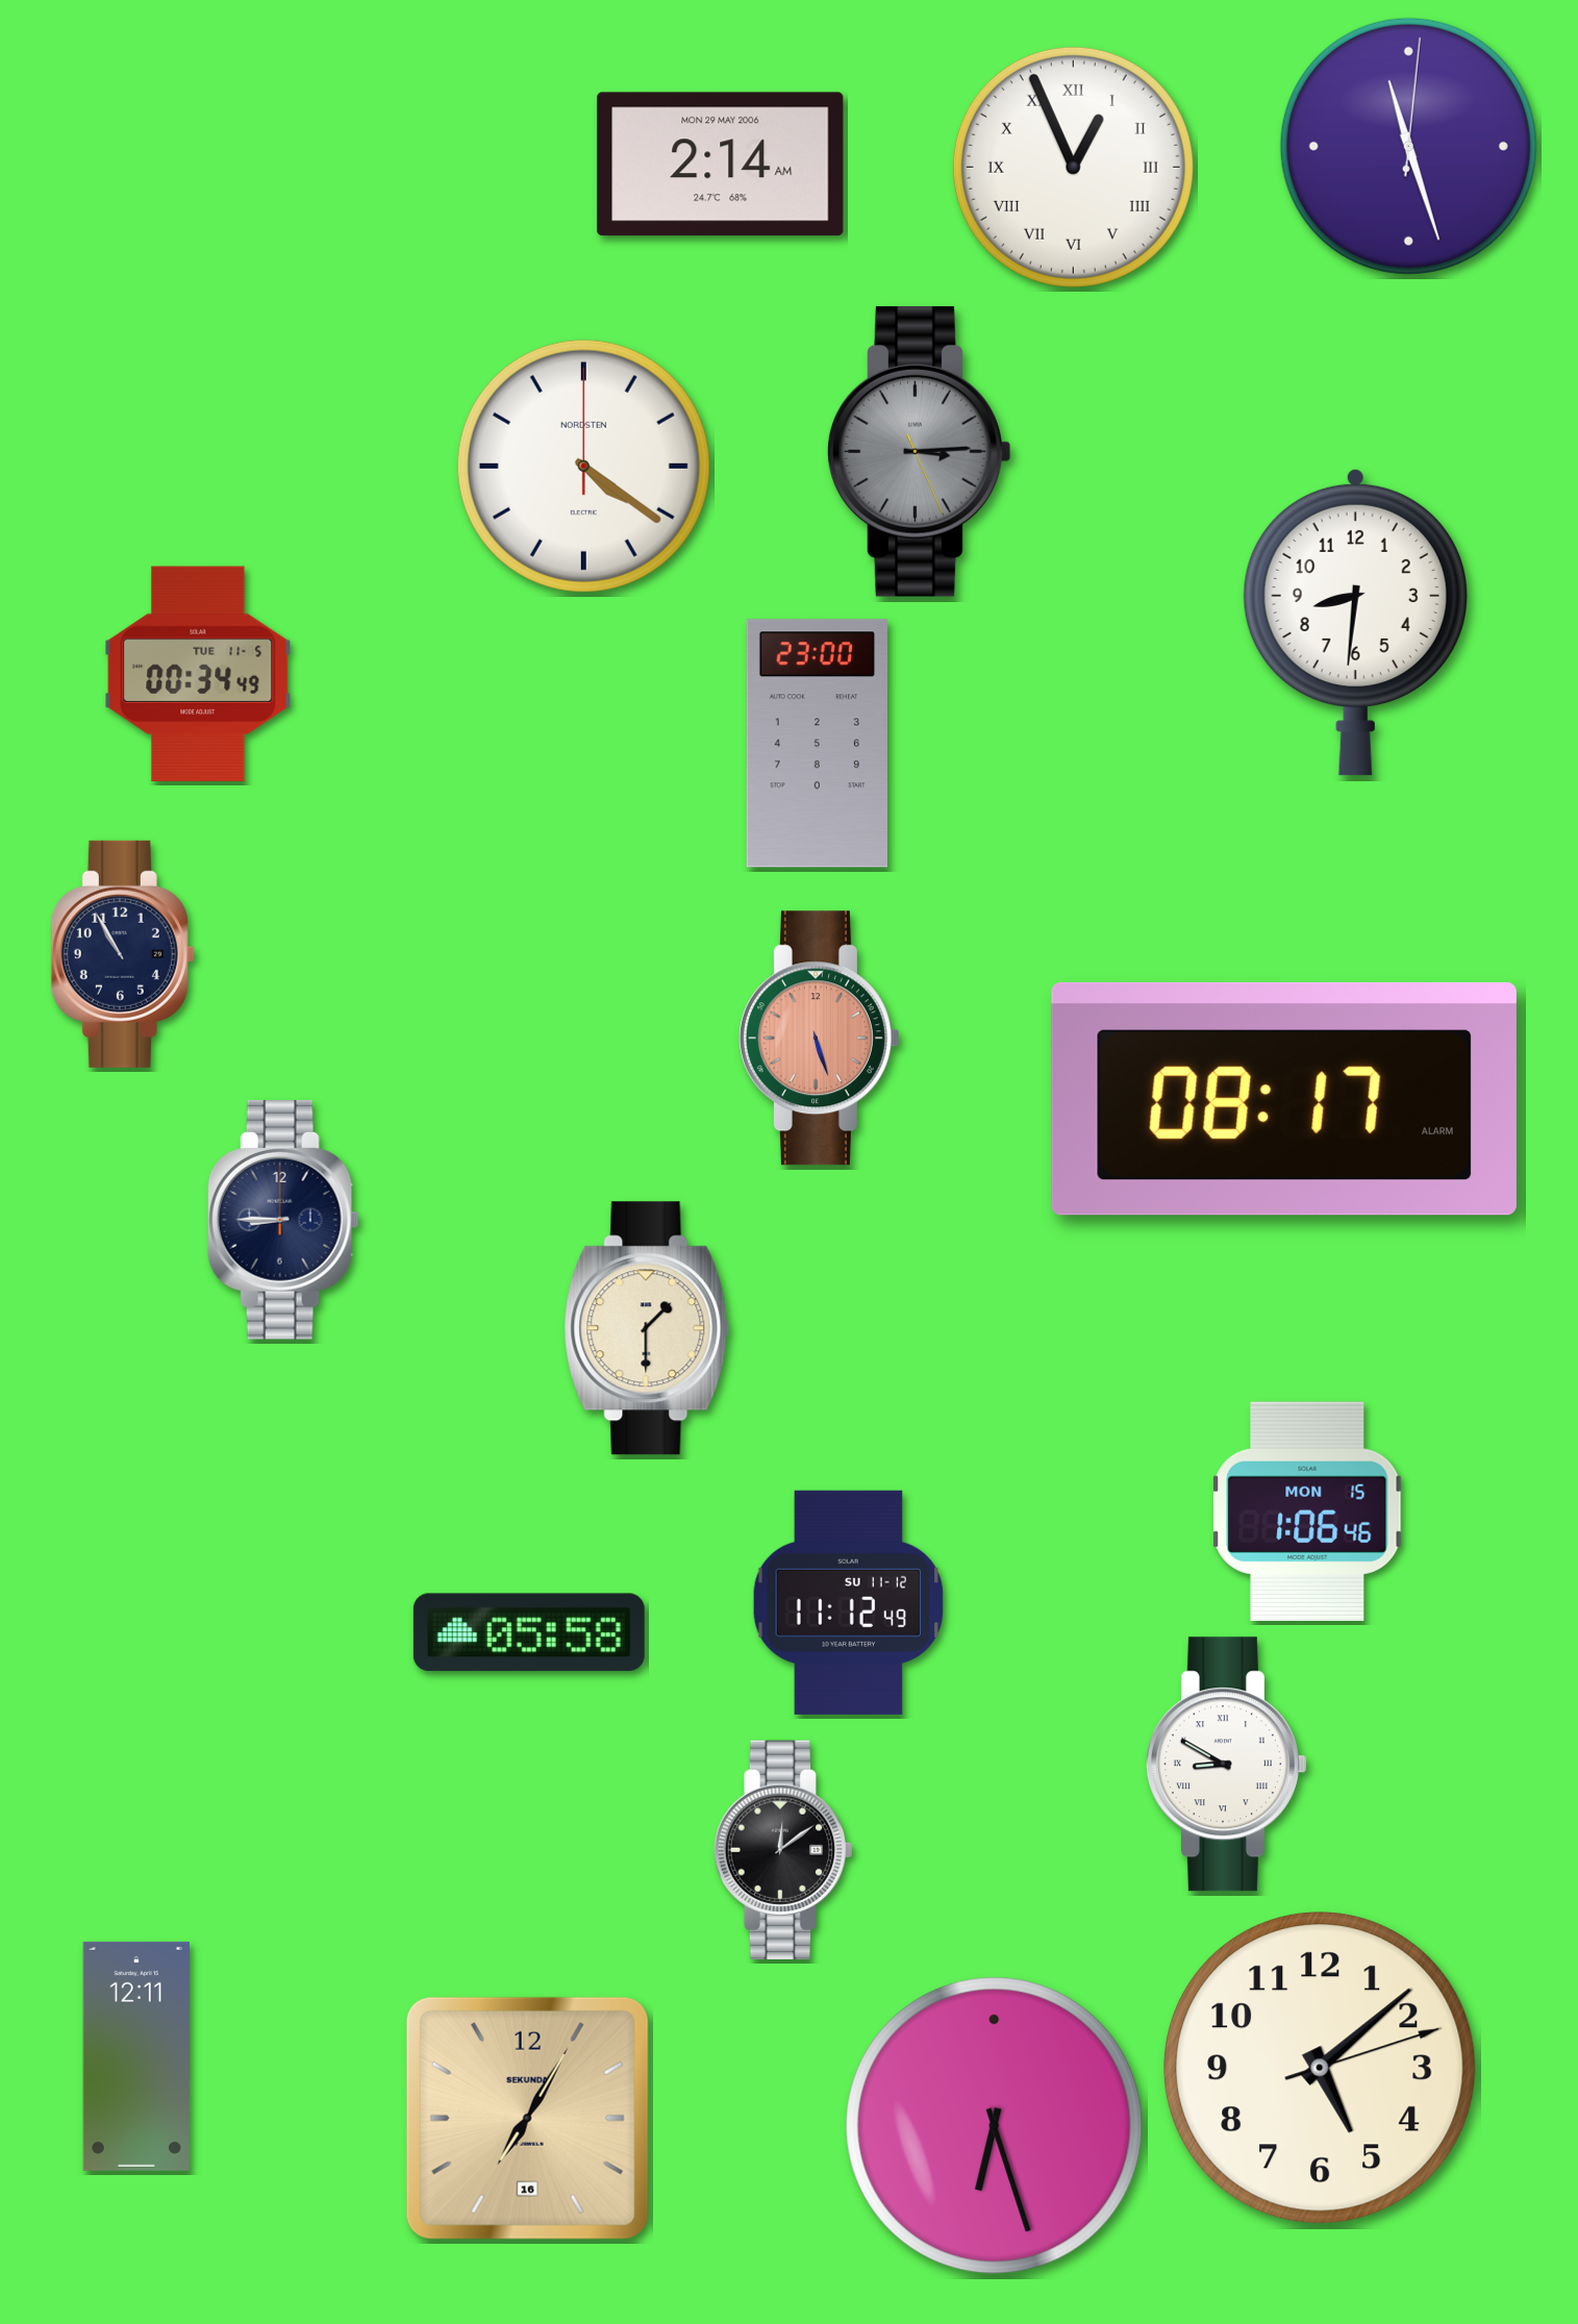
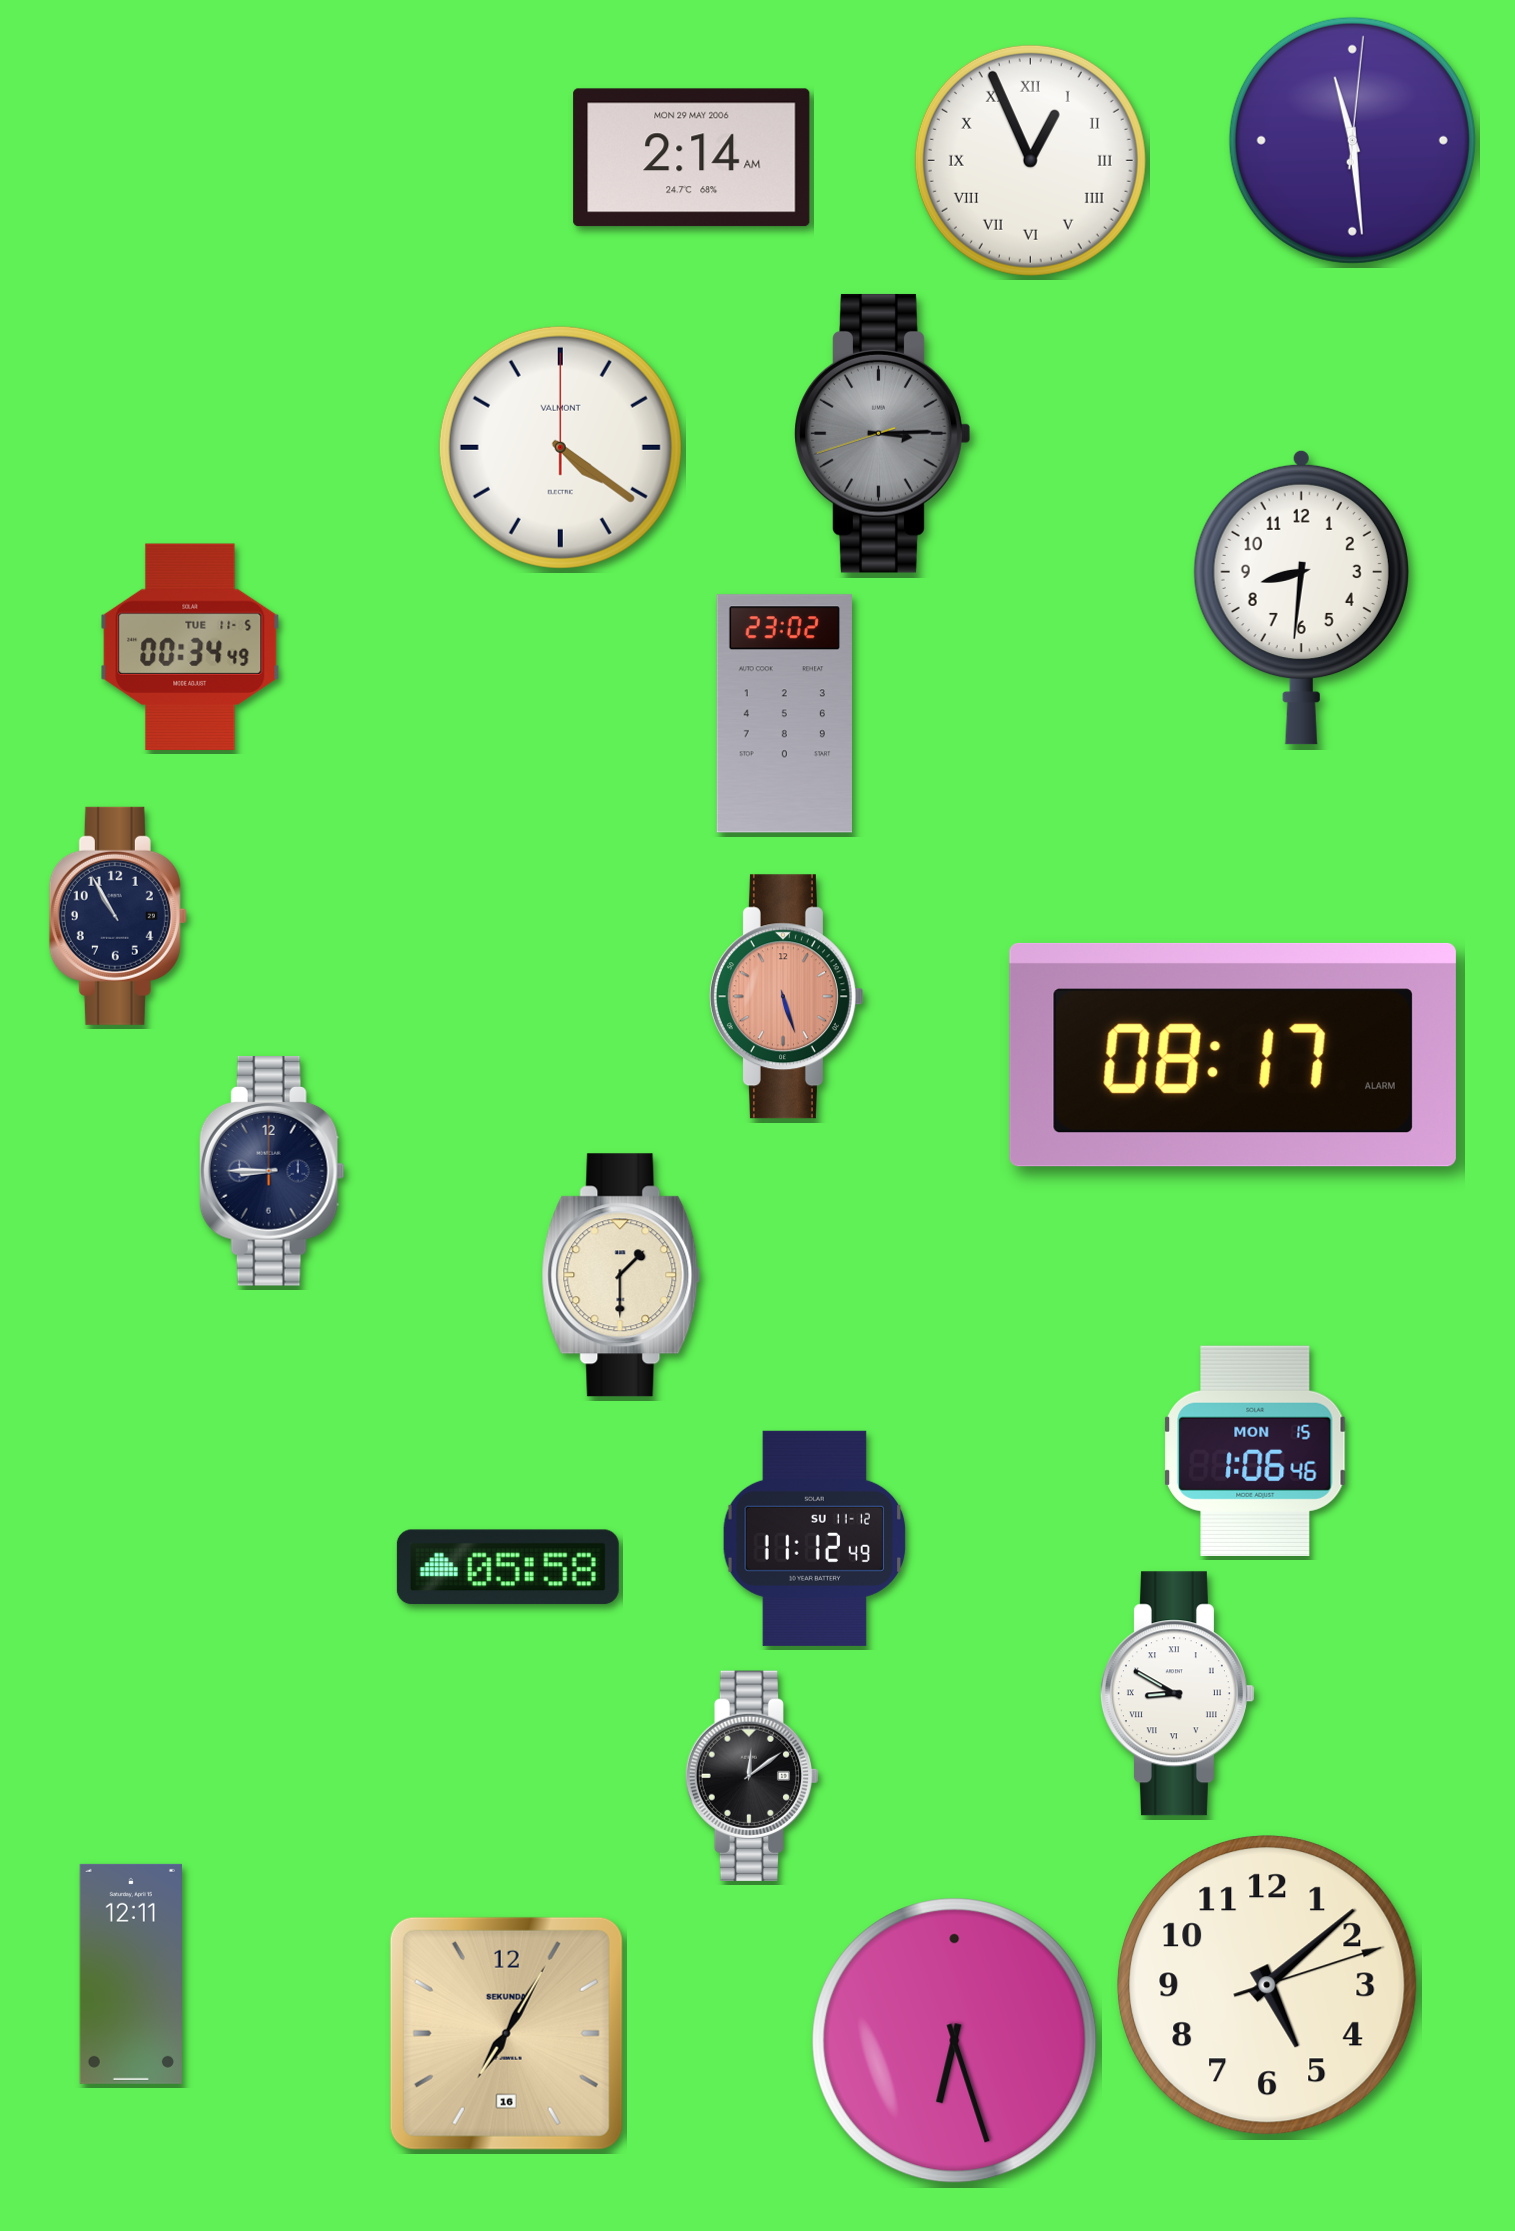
clock at (1408, 146): 11:27 -> 11:29
clock at (920, 451): 3:14:26 -> 3:14:42
clock at (583, 466) brand: NORDSTEN -> VALMONT
clock at (817, 744): 23:00 -> 23:02
